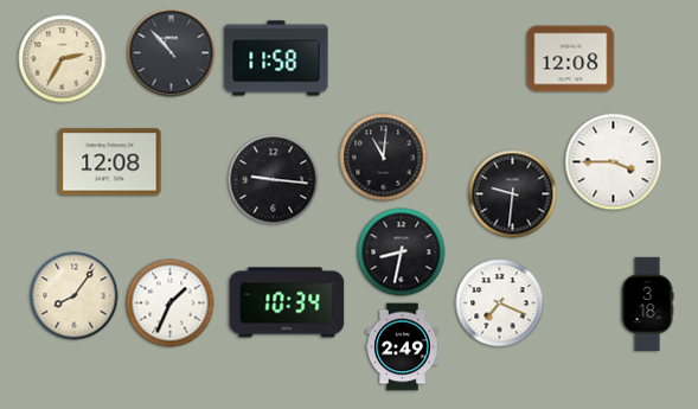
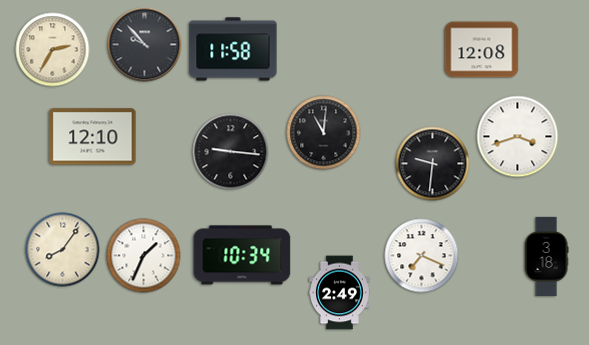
clock at (172, 53): 10:53 -> 9:53
clock at (110, 162): 12:08 -> 12:10
clock at (614, 162): 3:45 -> 3:42
clock at (402, 253): 8:32 -> none
